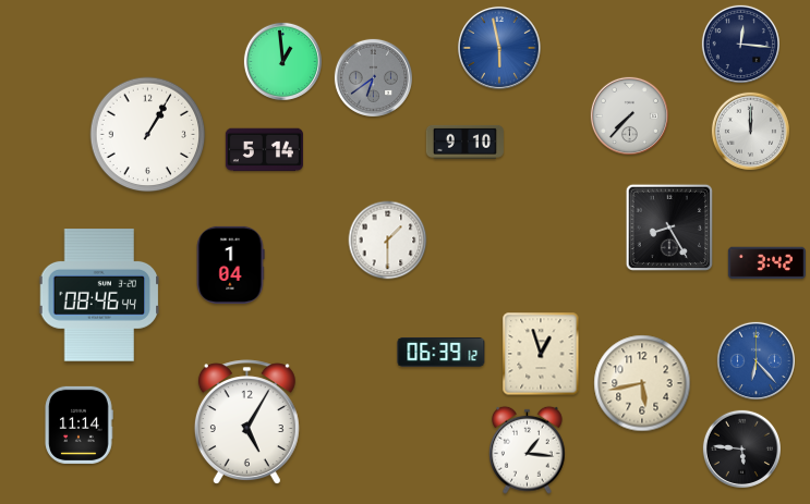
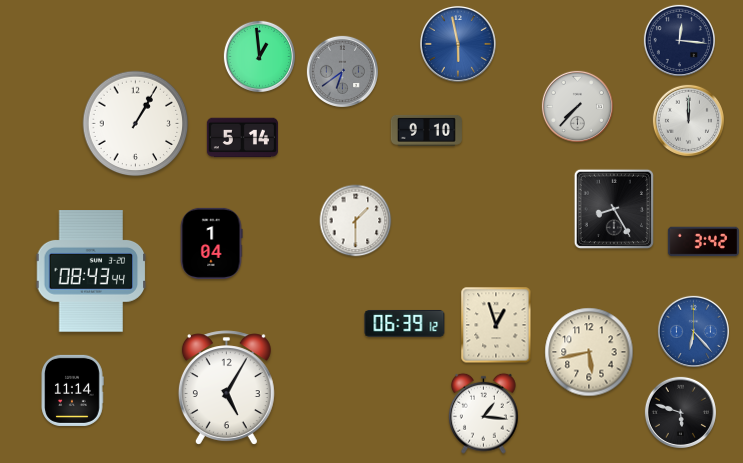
clock at (99, 296): 08:46 -> 08:43
clock at (741, 448): 5:46 -> 5:48
